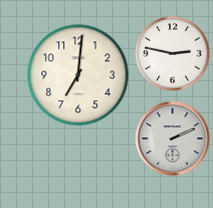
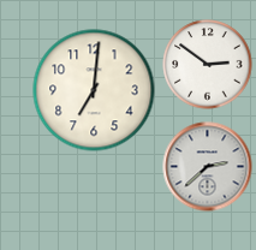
clock at (173, 54): 2:47 -> 2:51
clock at (173, 139): 2:11 -> 2:38
